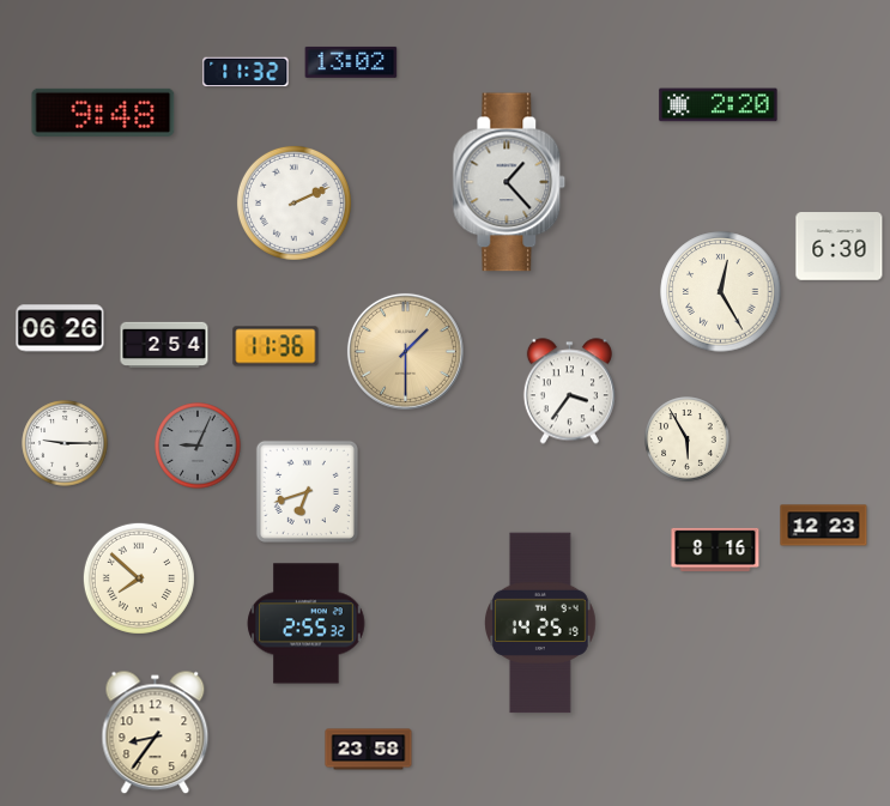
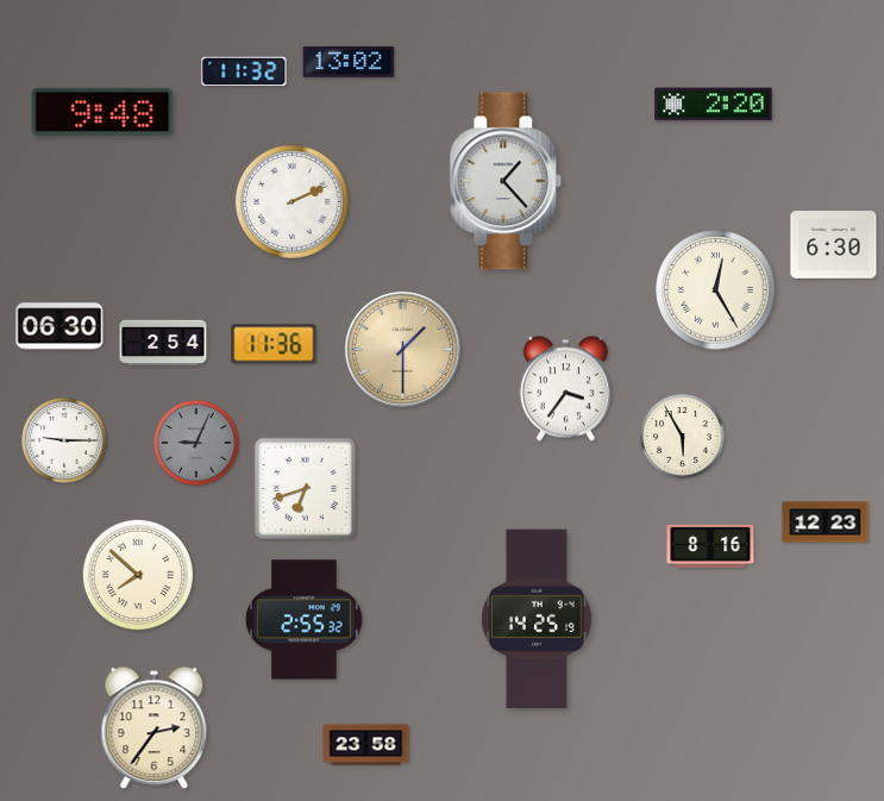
clock at (60, 328): 06:26 -> 06:30
clock at (824, 526) position: (824, 526) -> (826, 522)
clock at (156, 733): 8:36 -> 2:36
